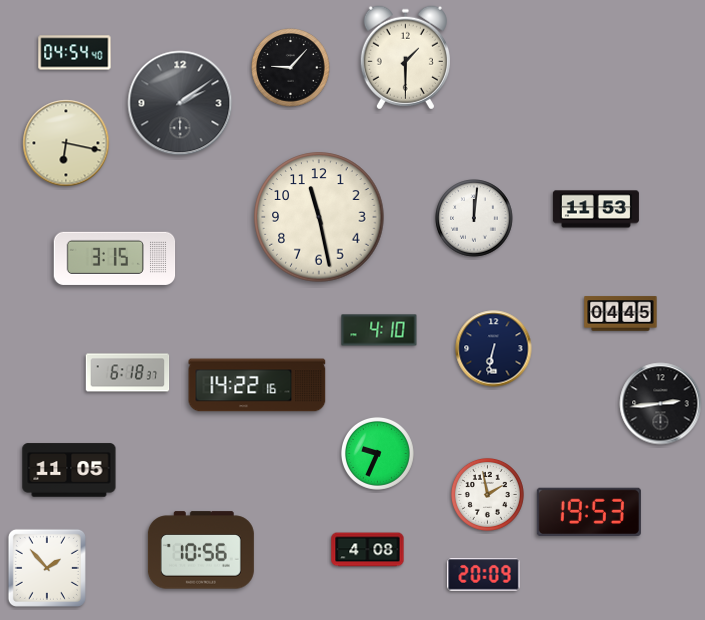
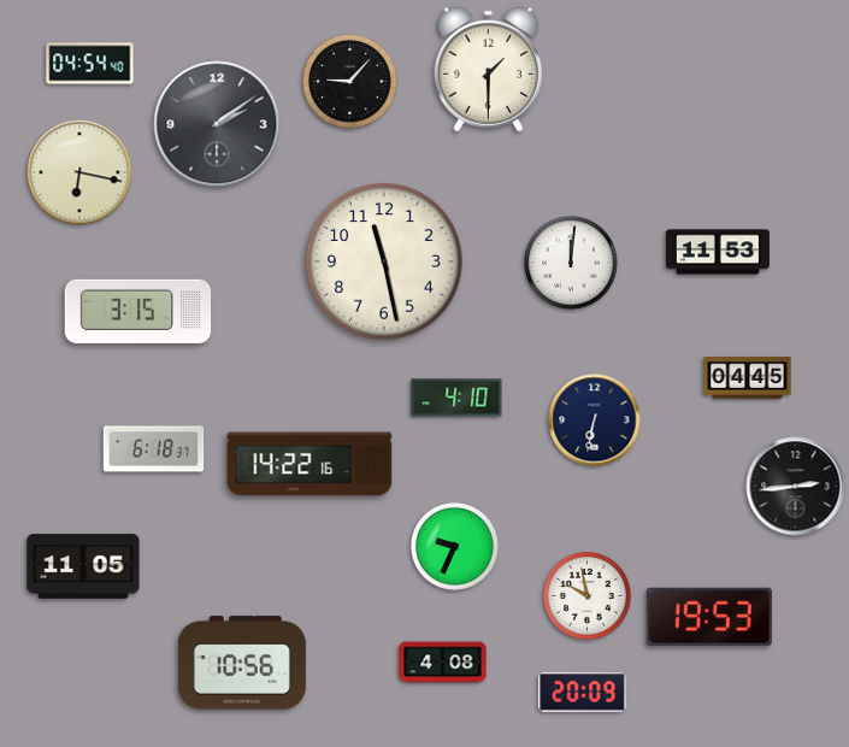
clock at (487, 494): 1:58 -> 9:58
clock at (47, 568): 1:53 -> none
